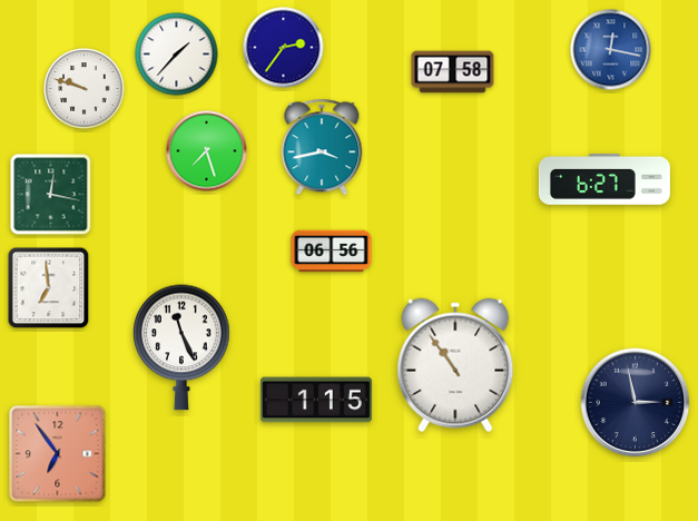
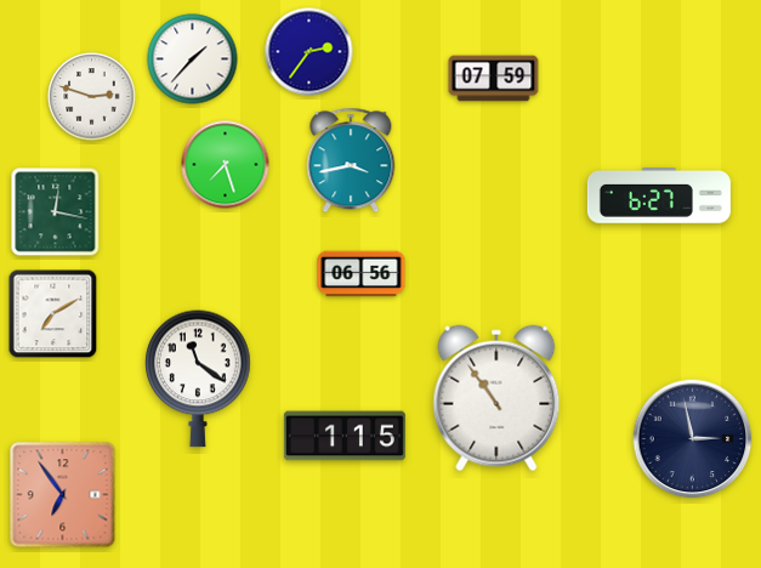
clock at (611, 50): 12:17 -> none
clock at (453, 72): 07:58 -> 07:59
clock at (85, 89): 9:48 -> 2:48
clock at (49, 288): 6:59 -> 7:10
clock at (181, 347): 11:26 -> 11:21
